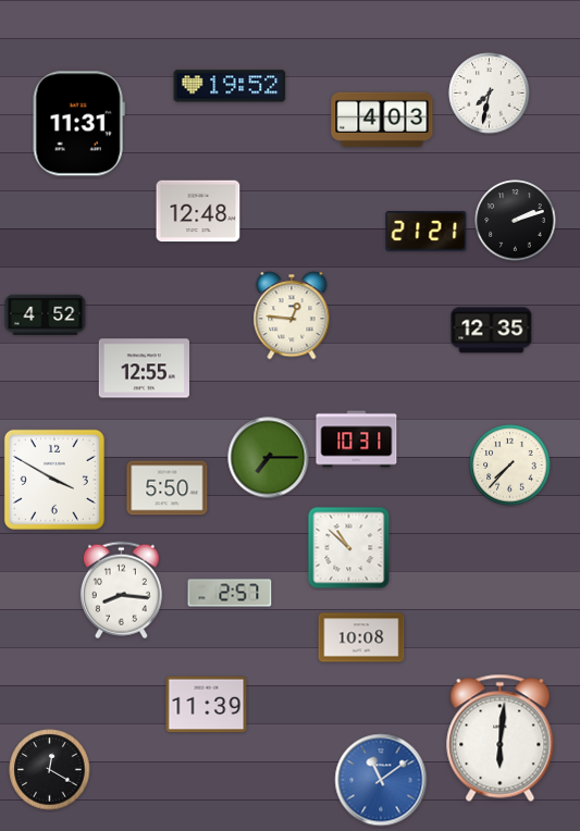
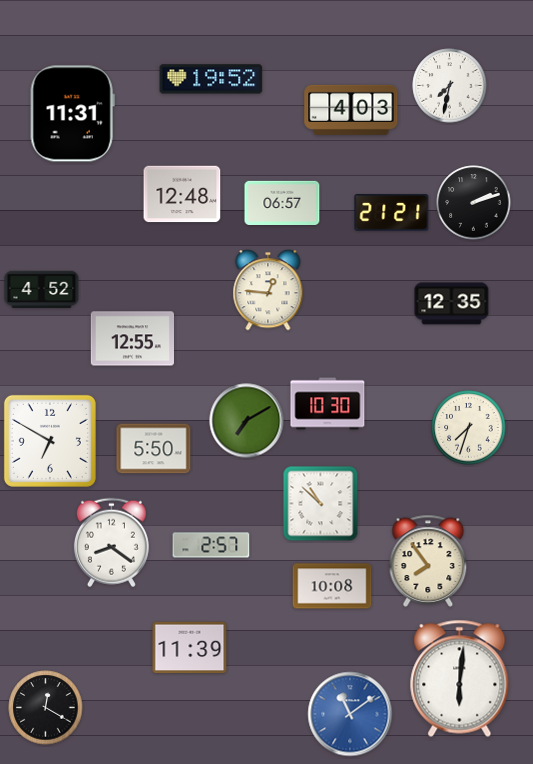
clock at (282, 202): none -> 06:57
clock at (357, 439): 10:31 -> 10:30
clock at (269, 458): 7:15 -> 7:10
clock at (510, 466): 7:37 -> 7:33
clock at (54, 480): 3:50 -> 6:50
clock at (121, 591): 8:16 -> 8:21
clock at (428, 561): none -> 7:54
clock at (381, 780) position: (381, 780) -> (350, 714)
